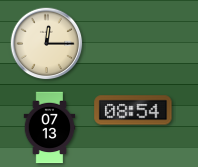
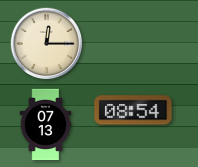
clock at (50, 128) position: (50, 128) -> (46, 125)
